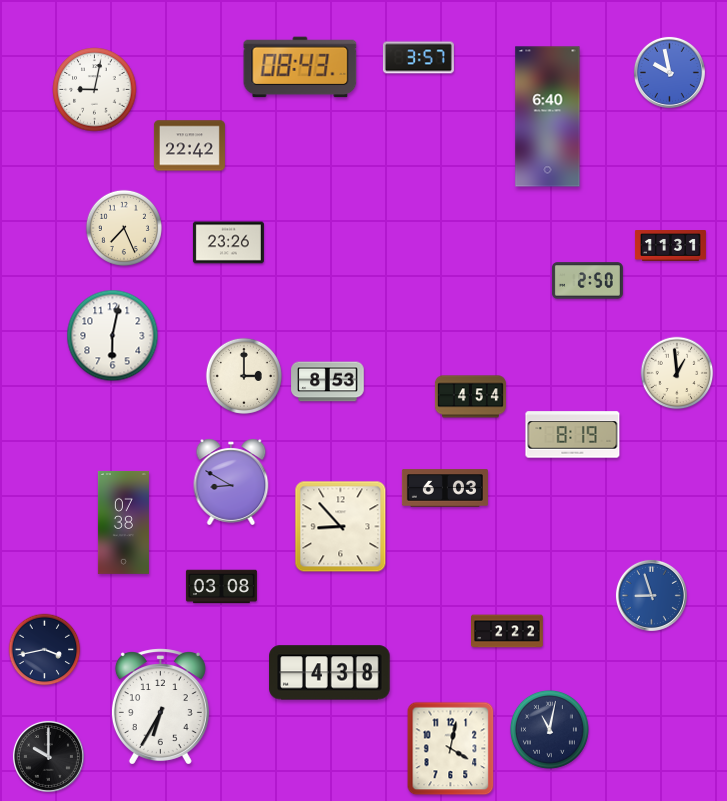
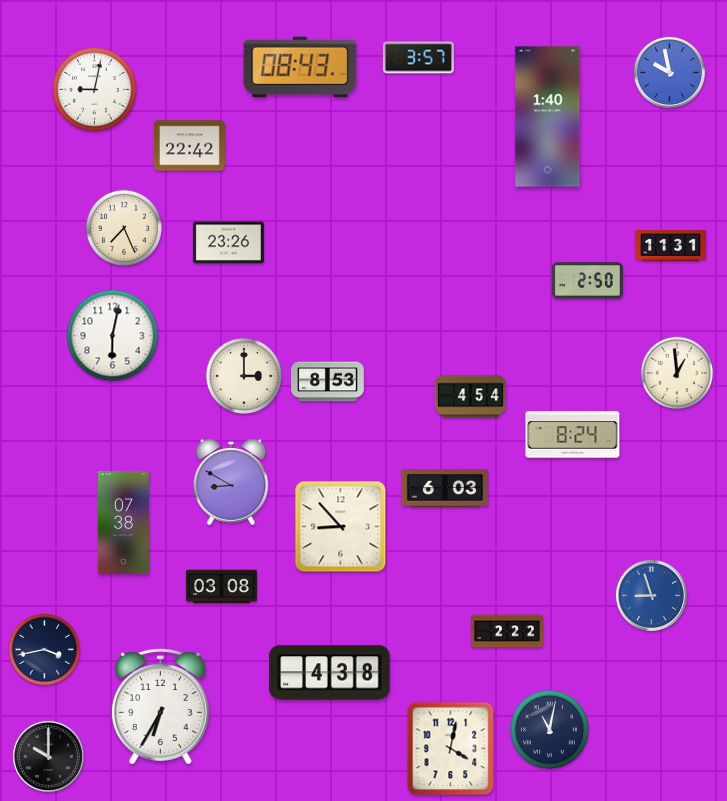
clock at (548, 117): 6:40 -> 1:40
clock at (573, 435): 8:19 -> 8:24
